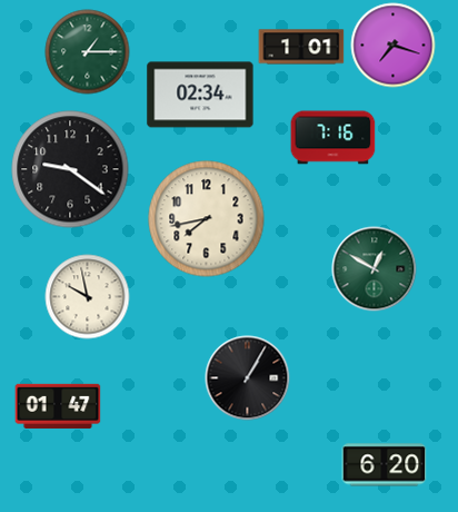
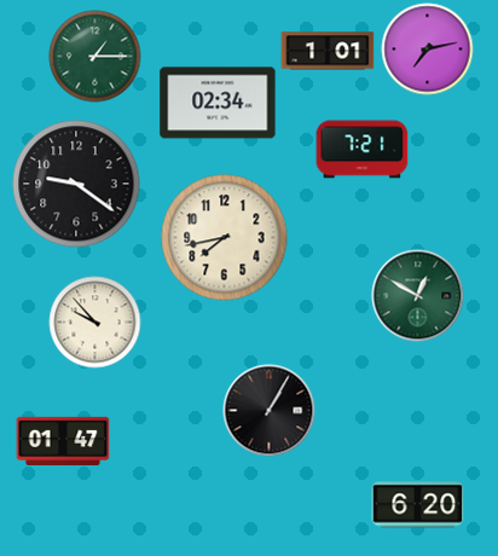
clock at (394, 46): 7:18 -> 7:13
clock at (333, 138): 7:16 -> 7:21
clock at (375, 269) position: (375, 269) -> (418, 296)
clock at (88, 297): 9:58 -> 9:53
